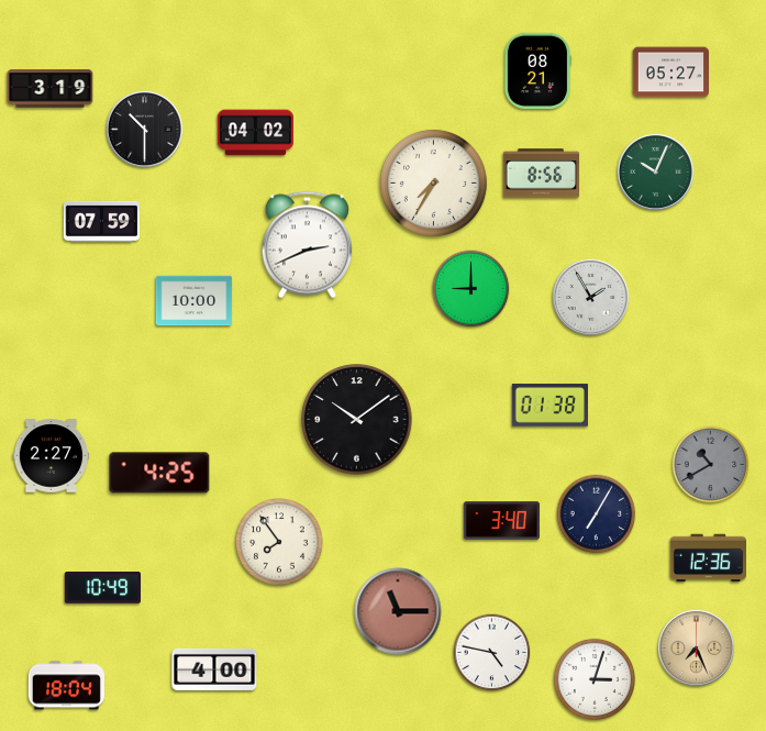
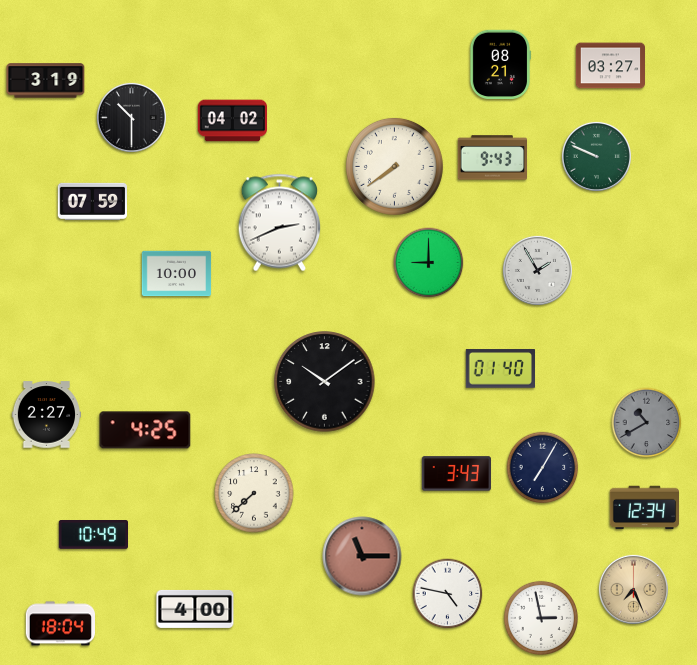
clock at (537, 70) position: (537, 70) -> (500, 64)
clock at (671, 73): 05:27 -> 03:27
clock at (655, 171): 10:04 -> 9:49
clock at (541, 174): 8:56 -> 9:43
clock at (433, 182): 7:35 -> 7:39
clock at (549, 406): 01:38 -> 01:40
clock at (501, 521): 3:40 -> 3:43
clock at (279, 542): 7:54 -> 7:38
clock at (709, 558): 12:36 -> 12:34
clock at (595, 679): 3:03 -> 2:58
